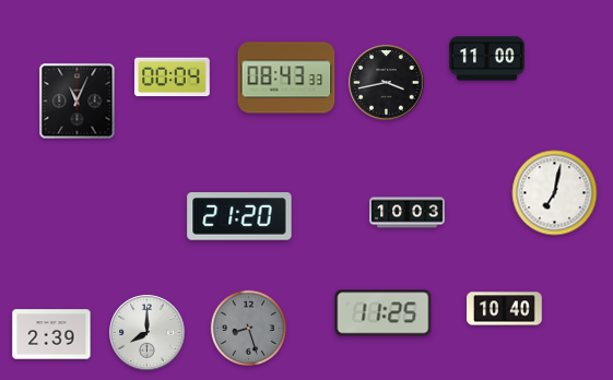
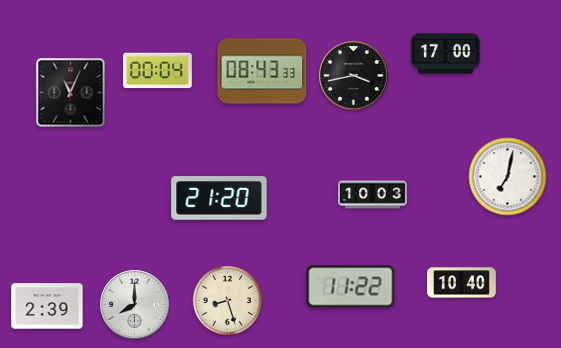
clock at (487, 59): 11:00 -> 17:00
clock at (384, 313): 11:25 -> 11:22
clock at (248, 328) dial: grey -> cream
